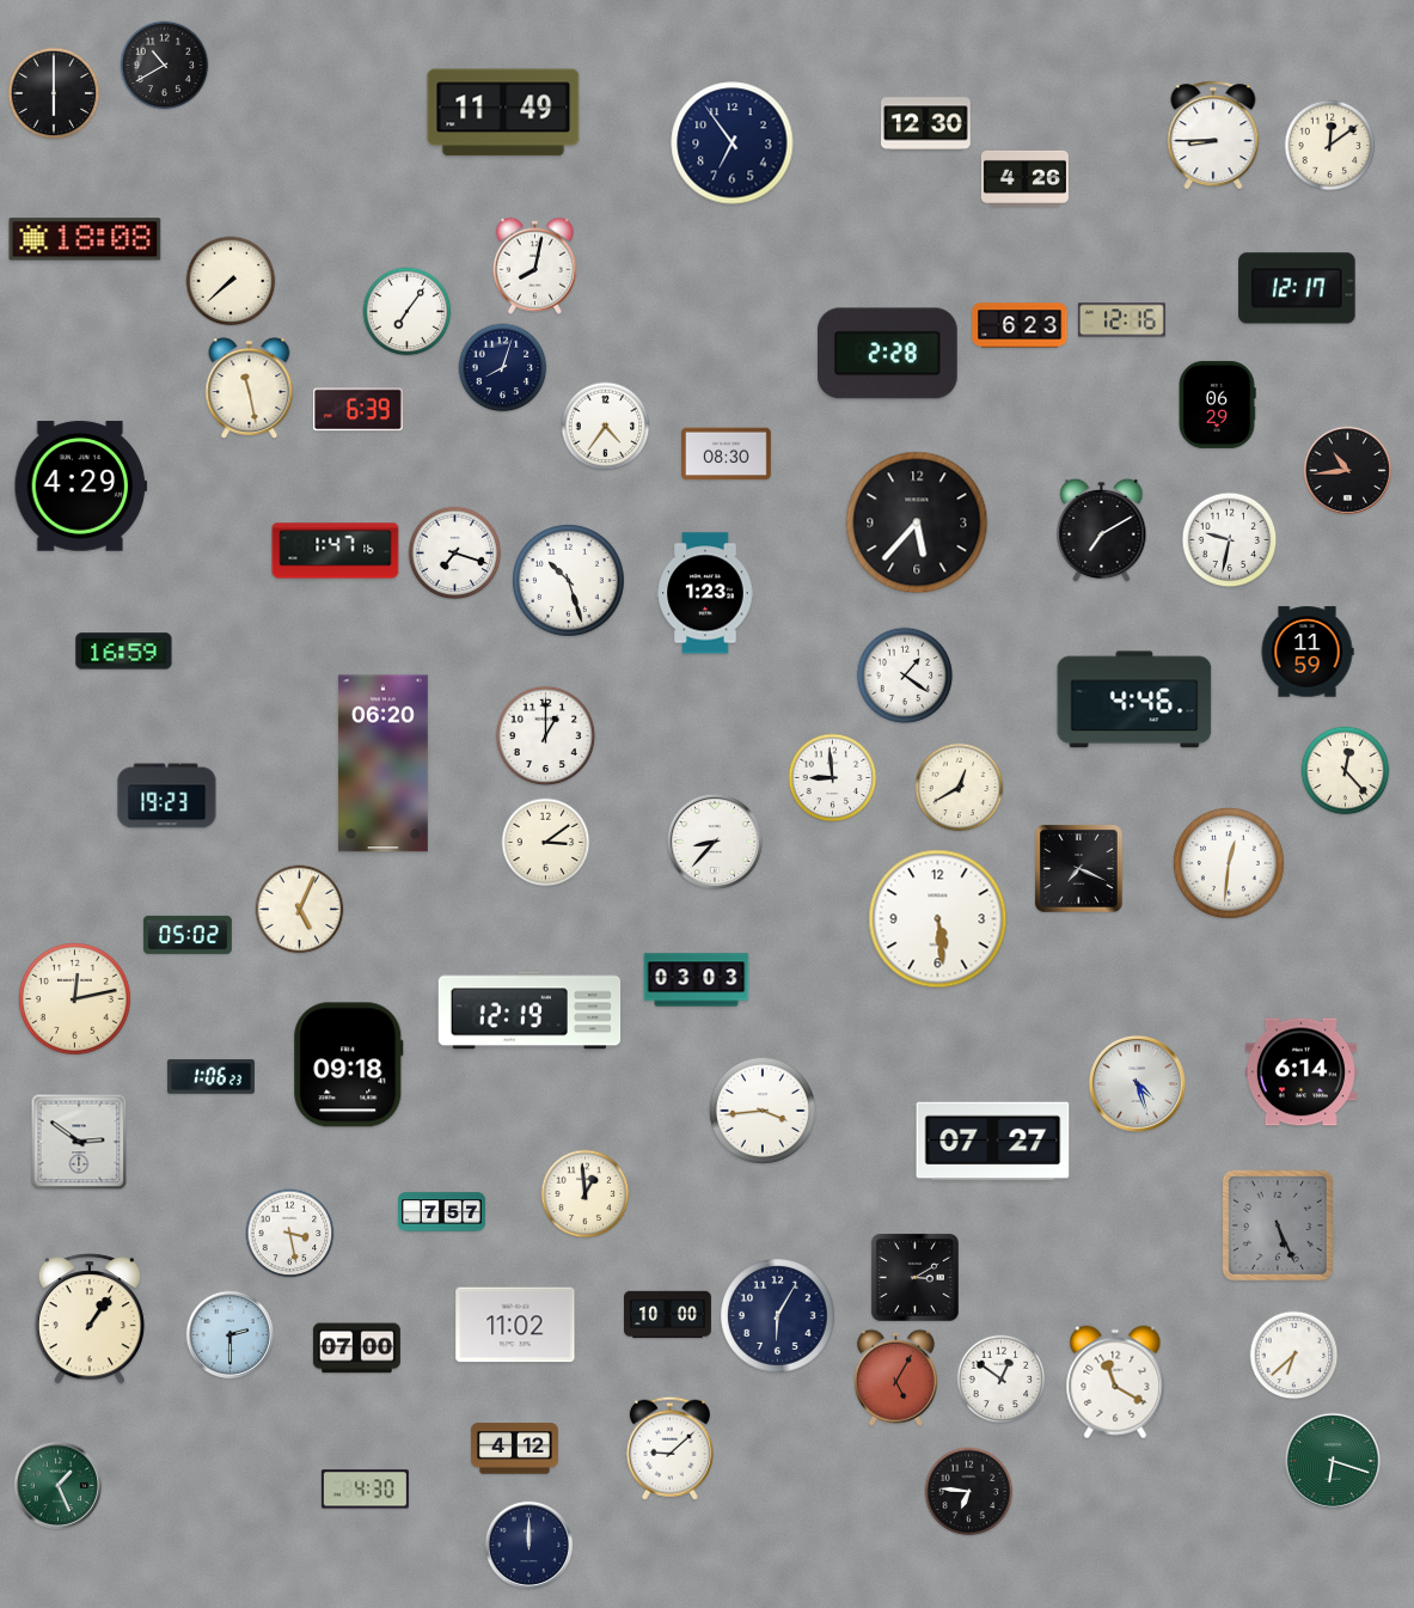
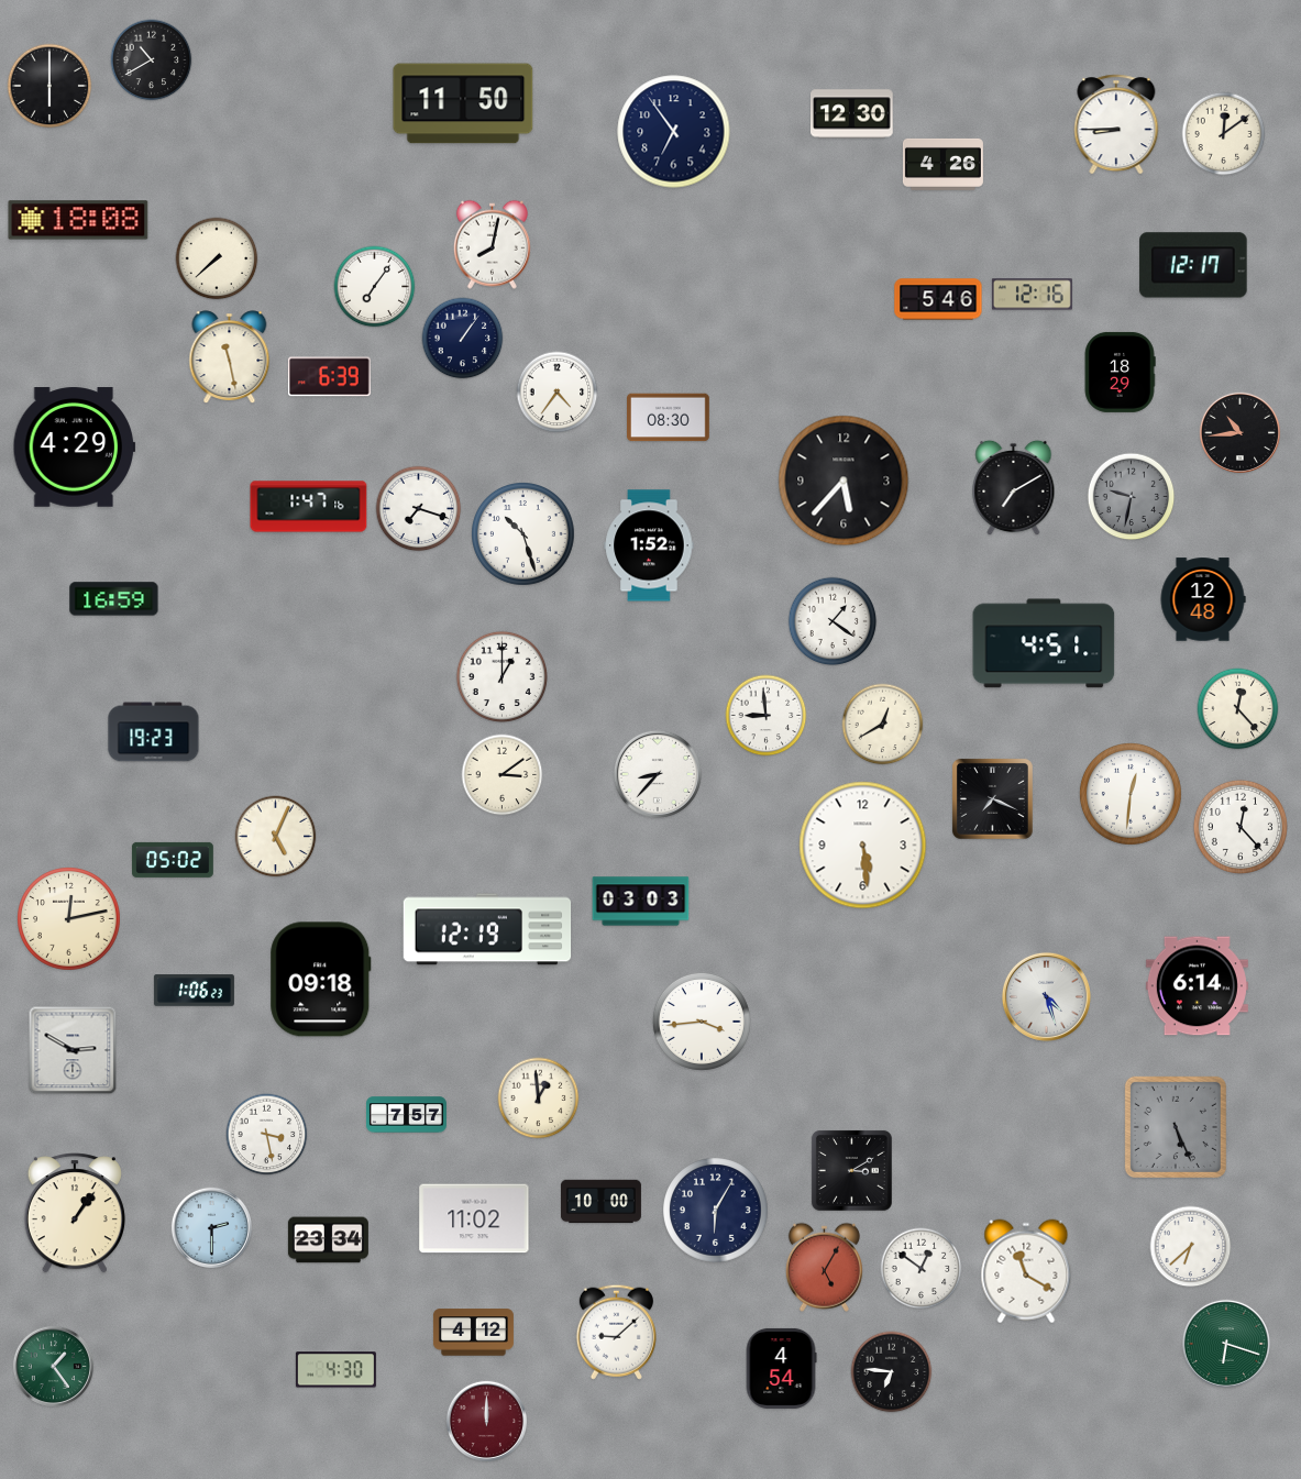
clock at (503, 112): 11:49 -> 11:50
clock at (231, 281) position: (231, 281) -> (217, 258)
clock at (1020, 325): 6:23 -> 5:46
clock at (887, 354): 2:28 -> none
clock at (503, 368): 8:03 -> 1:06
clock at (1217, 404): 06:29 -> 18:29
clock at (1230, 540) dial: white -> grey
clock at (705, 593): 1:23 -> 1:52
clock at (1308, 652): 11:59 -> 12:48
clock at (1134, 699): 4:46 -> 4:51
clock at (382, 764): 06:20 -> none
clock at (1241, 827): none -> 12:23
clock at (79, 1142): 2:51 -> 2:50
clock at (993, 1142): 07:27 -> none
clock at (914, 1277) position: (914, 1277) -> (851, 1170)
clock at (667, 1315) position: (667, 1315) -> (600, 1202)
clock at (90, 1319) position: (90, 1319) -> (75, 1213)
clock at (356, 1349): 07:00 -> 23:34
clock at (57, 1485): 1:26 -> 1:24
clock at (781, 1368): none -> 4:54
clock at (528, 1545) dial: navy -> burgundy
